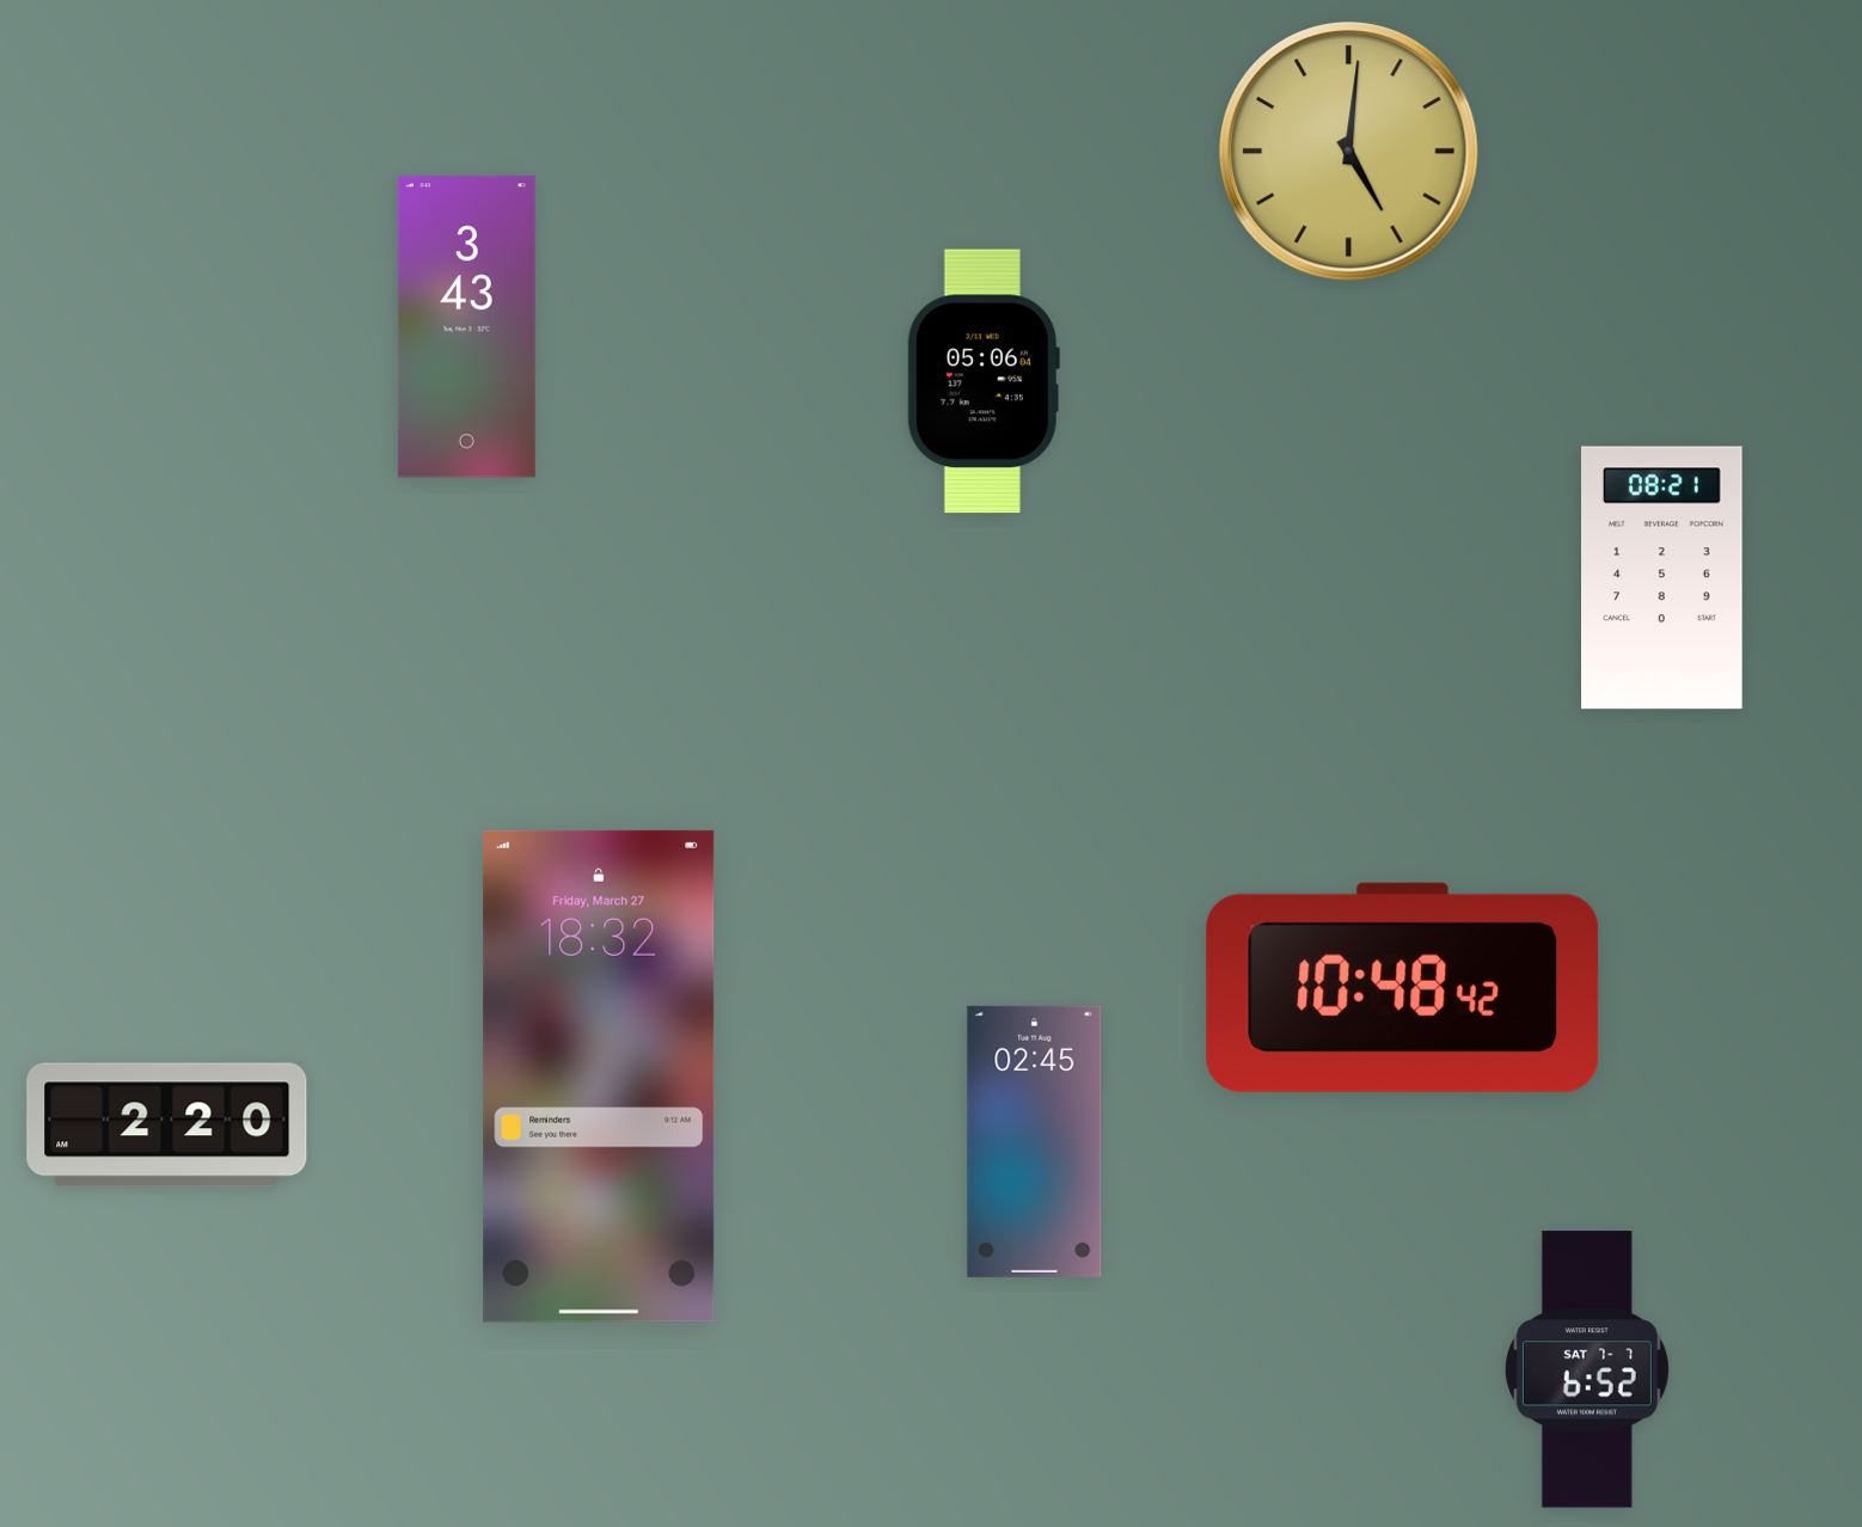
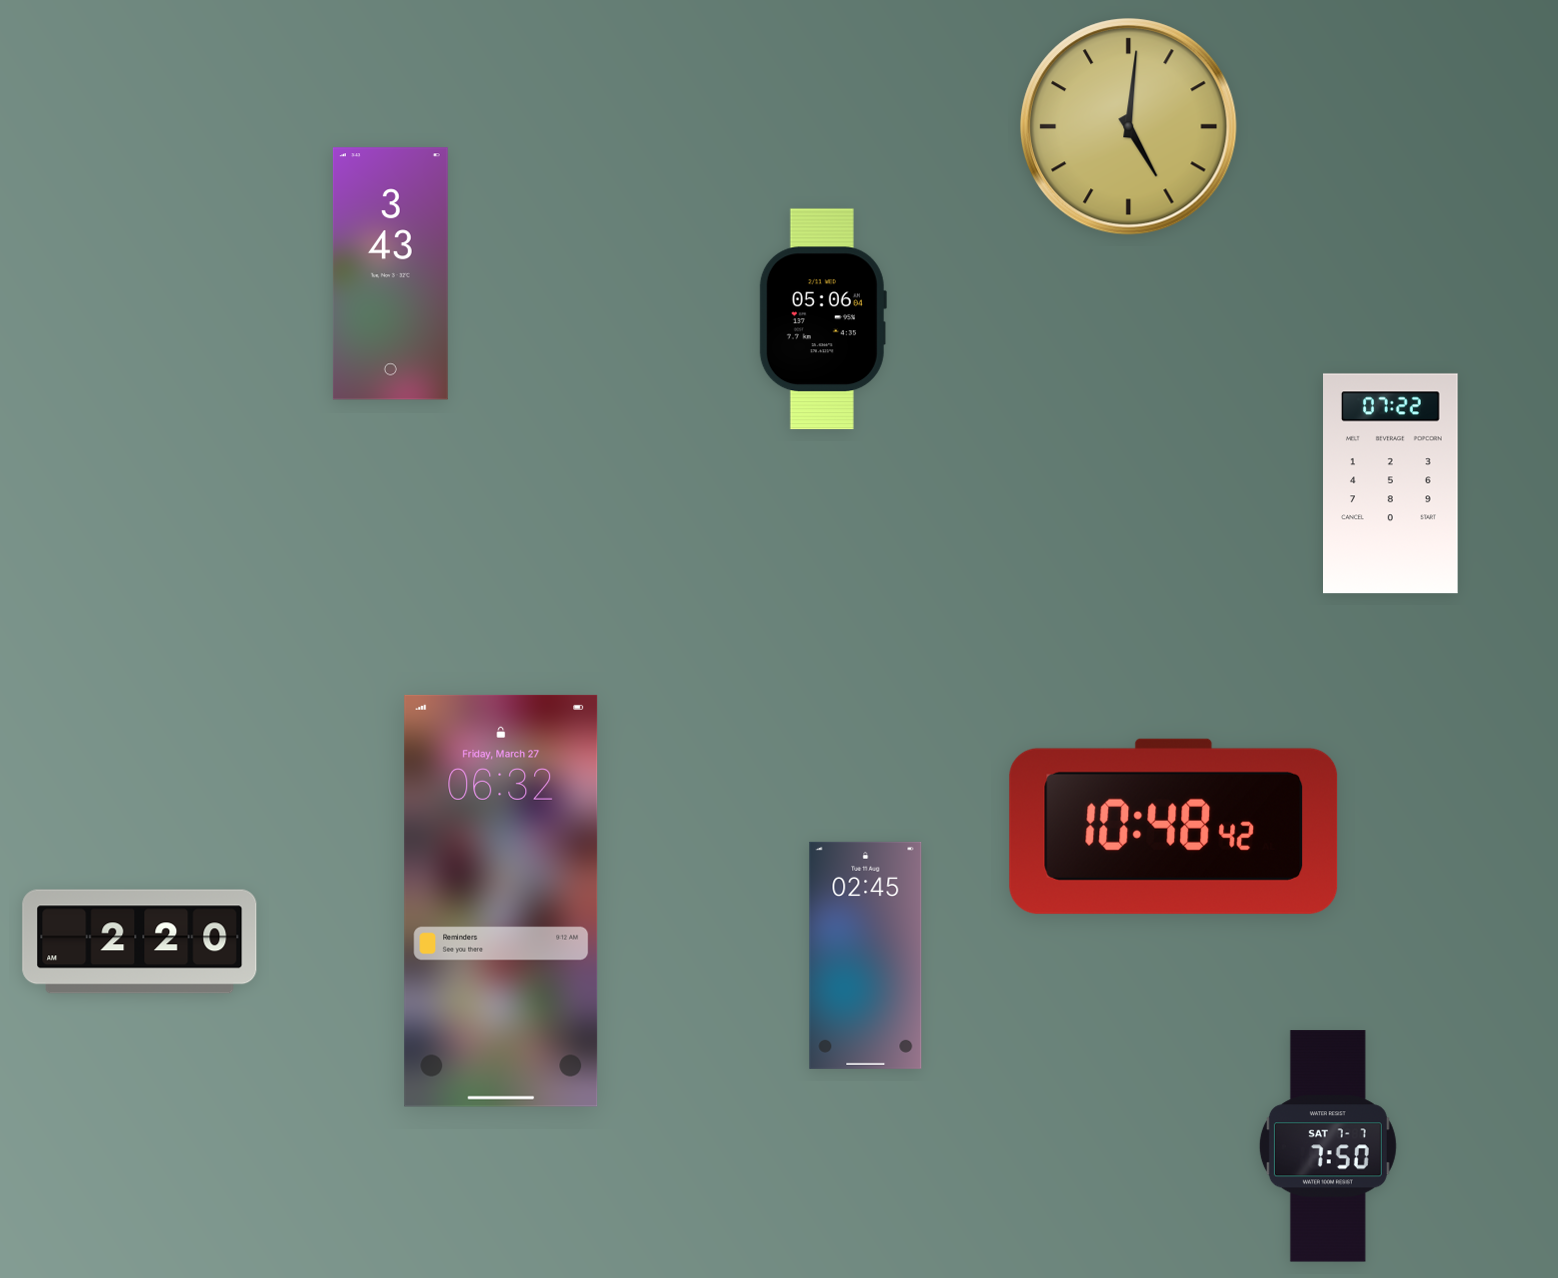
clock at (1662, 578): 08:21 -> 07:22
clock at (599, 1077): 18:32 -> 06:32
clock at (1587, 1369): 6:52 -> 7:50
